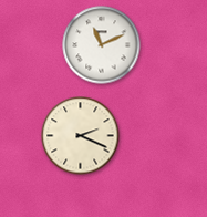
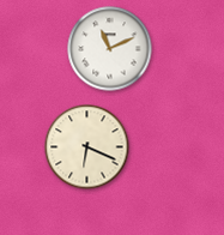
clock at (81, 136): 2:19 -> 6:19
